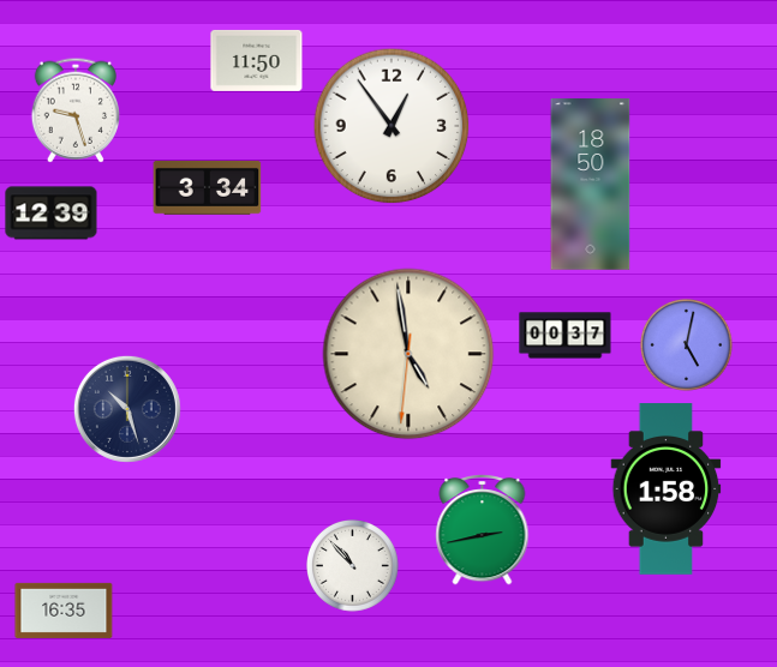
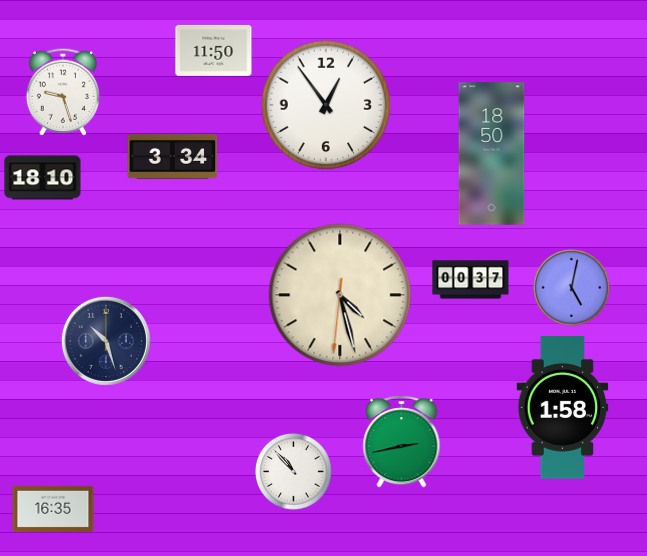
clock at (52, 214): 12:39 -> 18:10
clock at (408, 354): 4:58 -> 4:27
clock at (667, 489) position: (667, 489) -> (563, 408)
